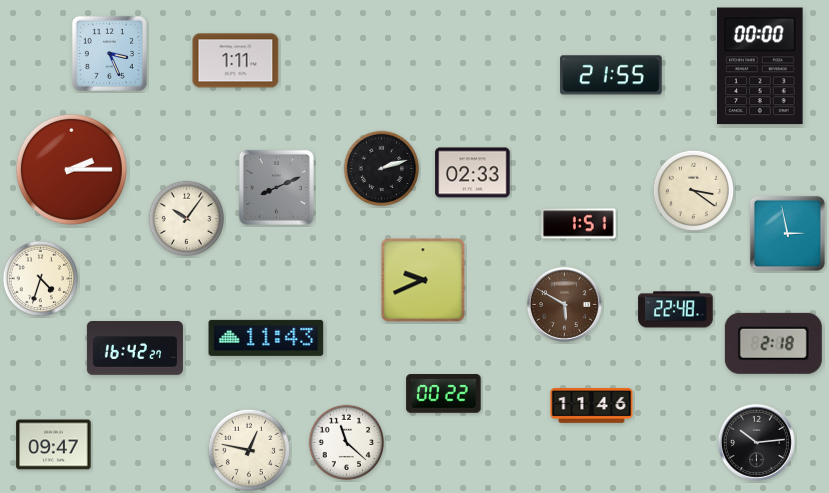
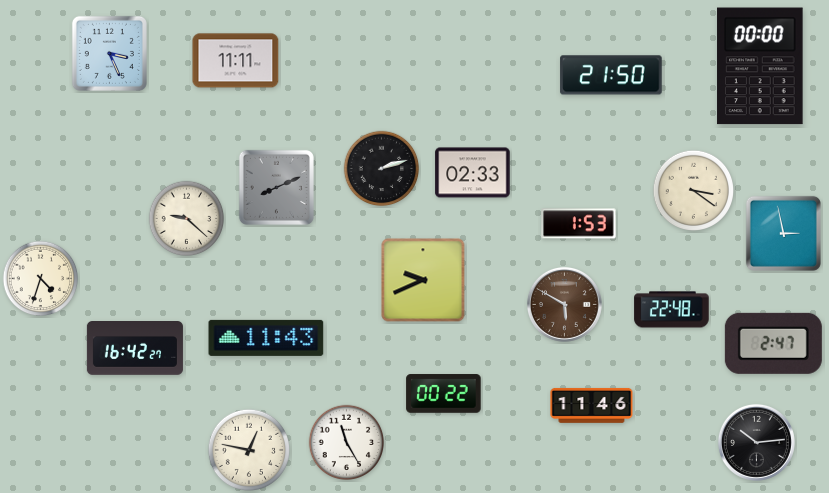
clock at (236, 61): 1:11 -> 11:11
clock at (611, 75): 21:55 -> 21:50
clock at (71, 169): 2:15 -> none
clock at (187, 219): 10:06 -> 9:22
clock at (579, 224): 1:51 -> 1:53
clock at (787, 233) position: (787, 233) -> (783, 233)
clock at (676, 310) position: (676, 310) -> (672, 310)
clock at (773, 343): 2:18 -> 2:47
clock at (347, 443): 11:22 -> 11:25
clock at (54, 445): 09:47 -> none
